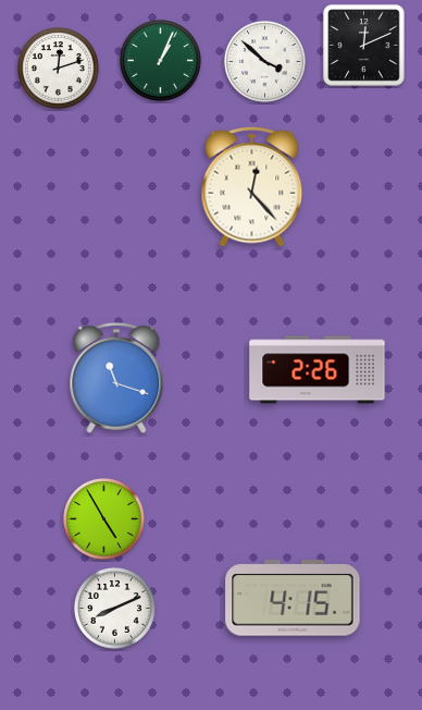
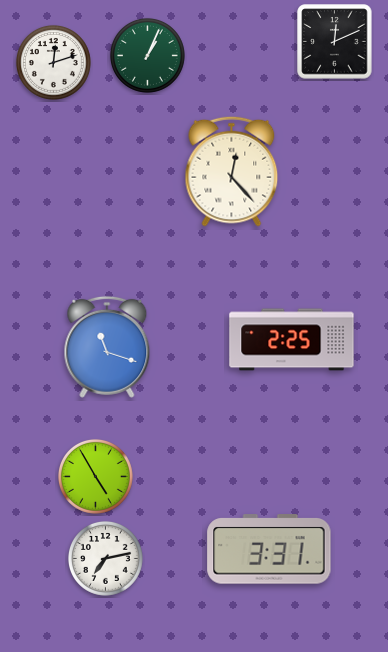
clock at (264, 61): 3:52 -> none
clock at (318, 370): 2:26 -> 2:25
clock at (293, 598): 4:15 -> 3:31
clock at (114, 608): 8:11 -> 7:13
